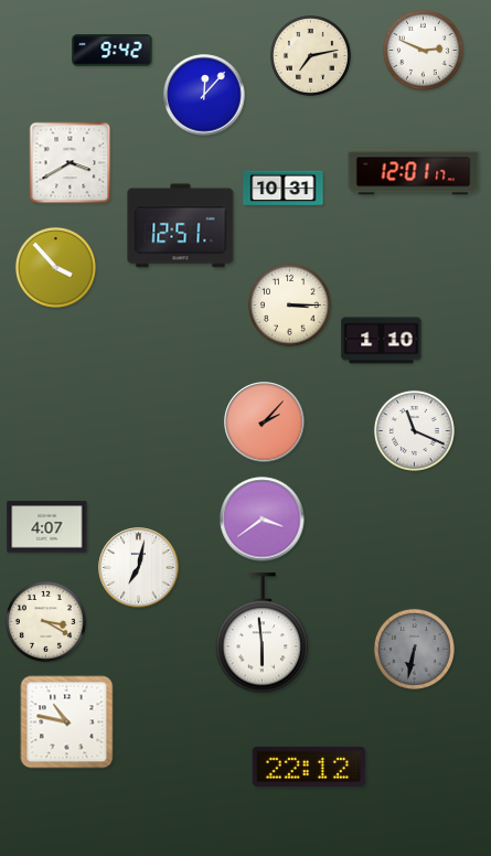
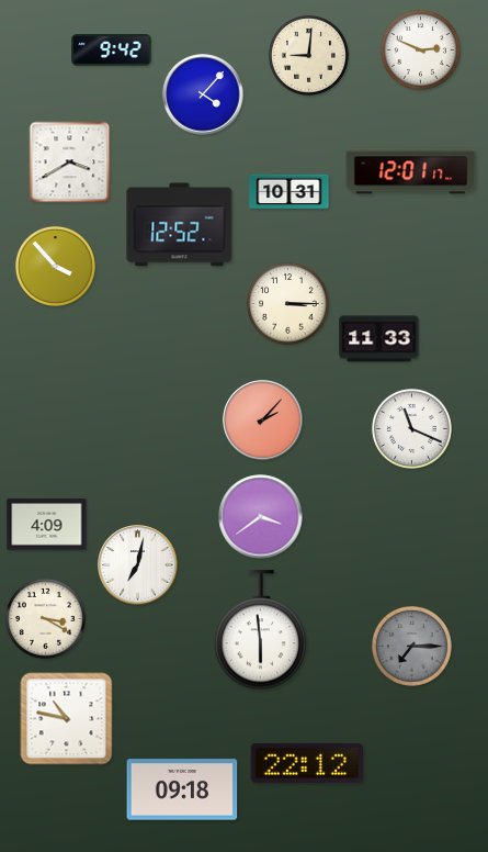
clock at (310, 55): 7:13 -> 9:01
clock at (204, 95): 12:07 -> 4:07
clock at (284, 189) position: (284, 189) -> (290, 192)
clock at (181, 226): 12:51 -> 12:52
clock at (382, 341): 1:10 -> 11:33
clock at (47, 527): 4:07 -> 4:09
clock at (414, 649): 6:32 -> 7:15
clock at (182, 789): none -> 09:18
